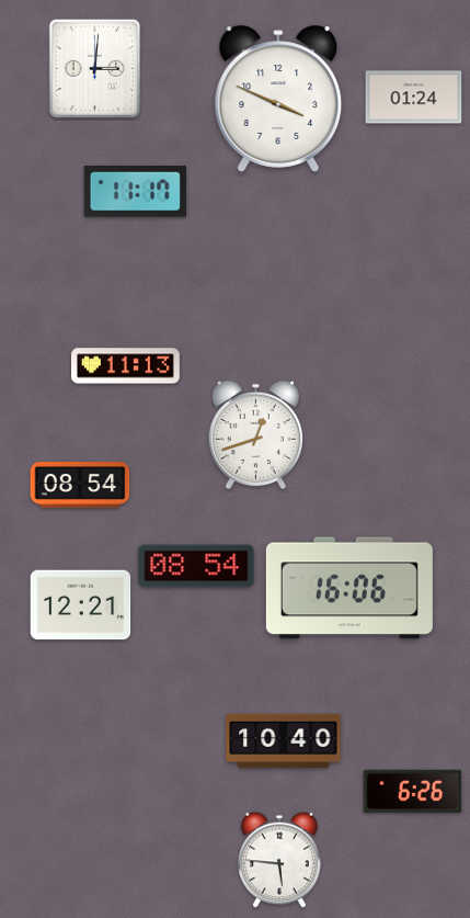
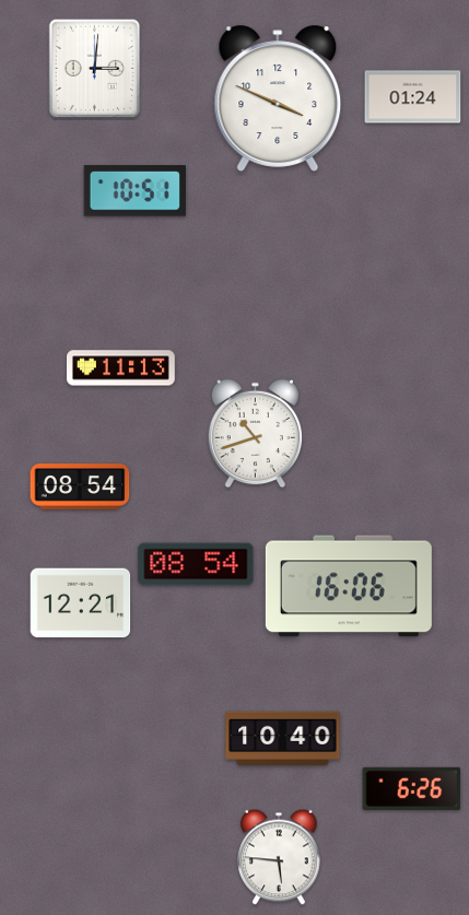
clock at (135, 192): 11:17 -> 10:51
clock at (126, 366) position: (126, 366) -> (121, 368)
clock at (255, 435): 12:42 -> 10:42
clock at (80, 486) position: (80, 486) -> (80, 488)
